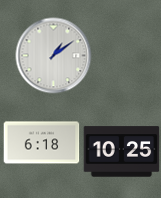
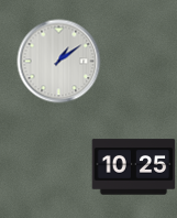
clock at (42, 143): 6:18 -> none
